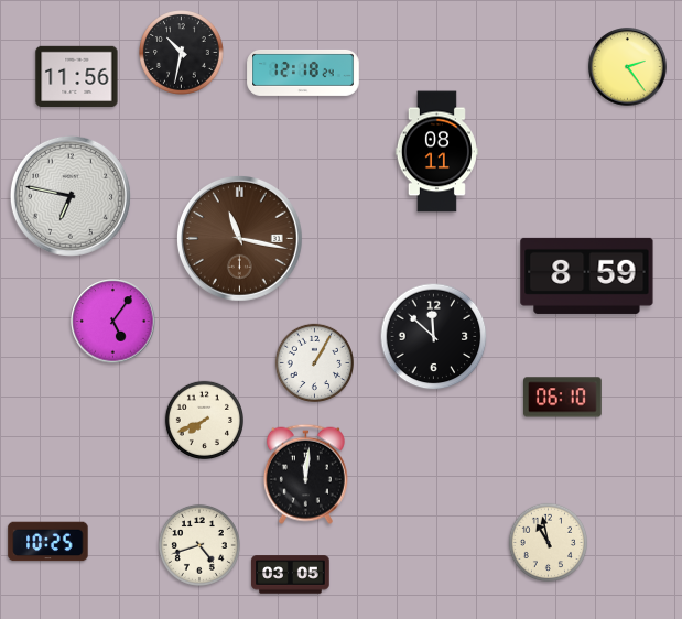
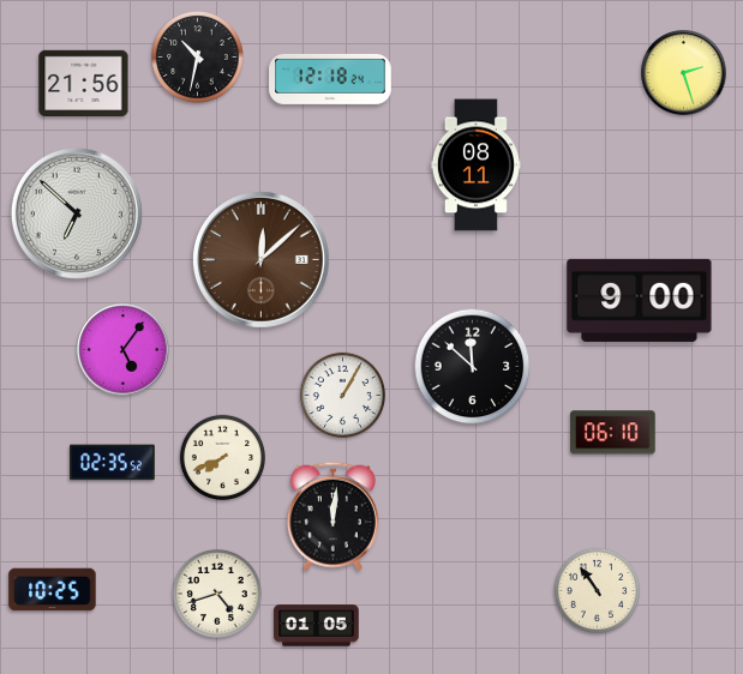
clock at (628, 67): 2:24 -> 2:27
clock at (77, 76): 11:56 -> 21:56
clock at (71, 196): 6:47 -> 6:52
clock at (239, 238): 11:17 -> 12:08
clock at (587, 275): 8:59 -> 9:00
clock at (113, 463): none -> 02:35
clock at (548, 542): 10:58 -> 10:54
clock at (291, 575): 03:05 -> 01:05
